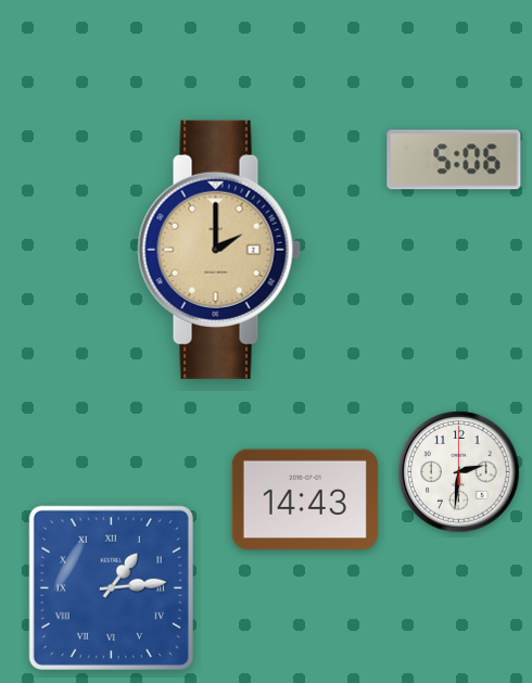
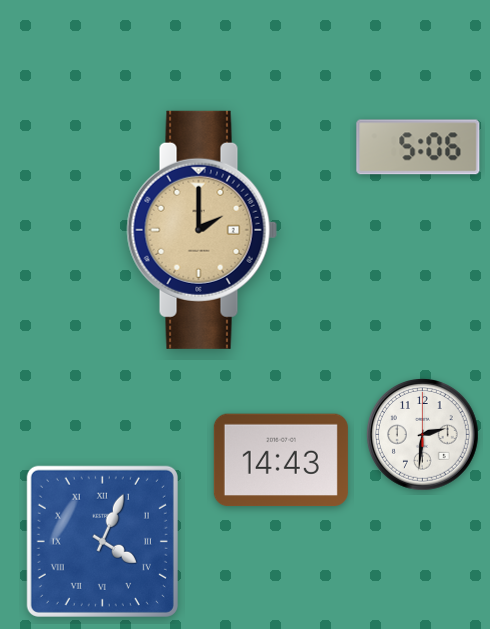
clock at (111, 587): 1:14 -> 4:04
